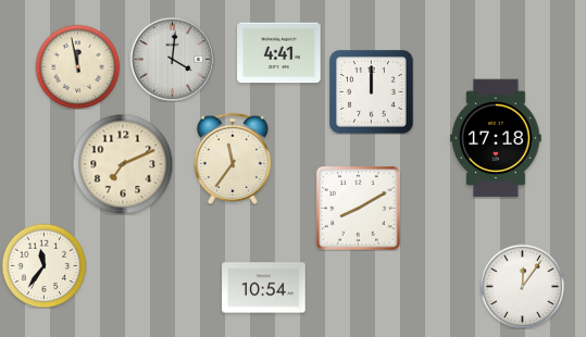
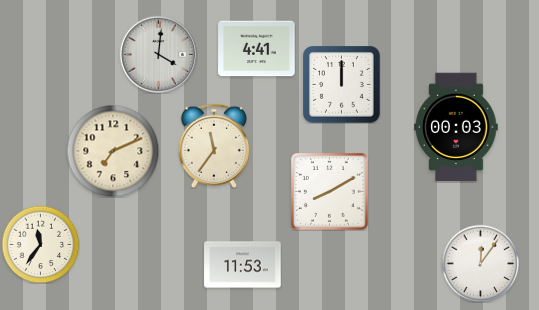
clock at (77, 66): 11:58 -> none
clock at (496, 138): 17:18 -> 00:03
clock at (264, 288): 10:54 -> 11:53
